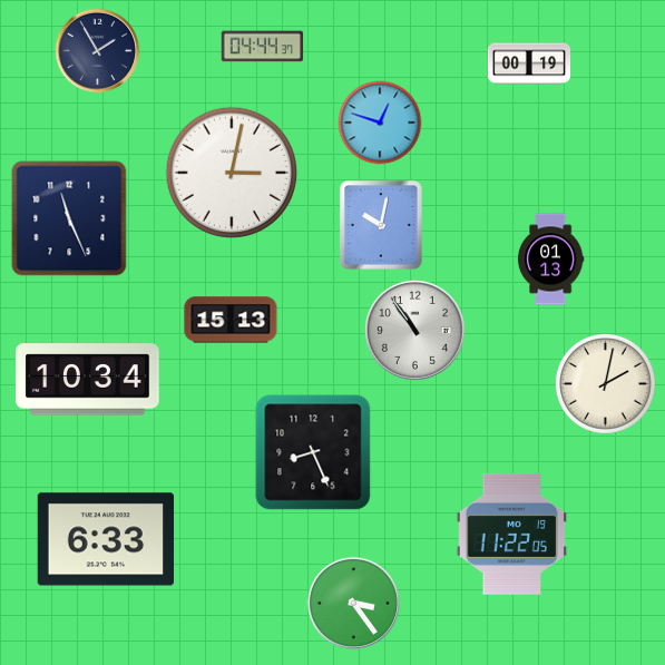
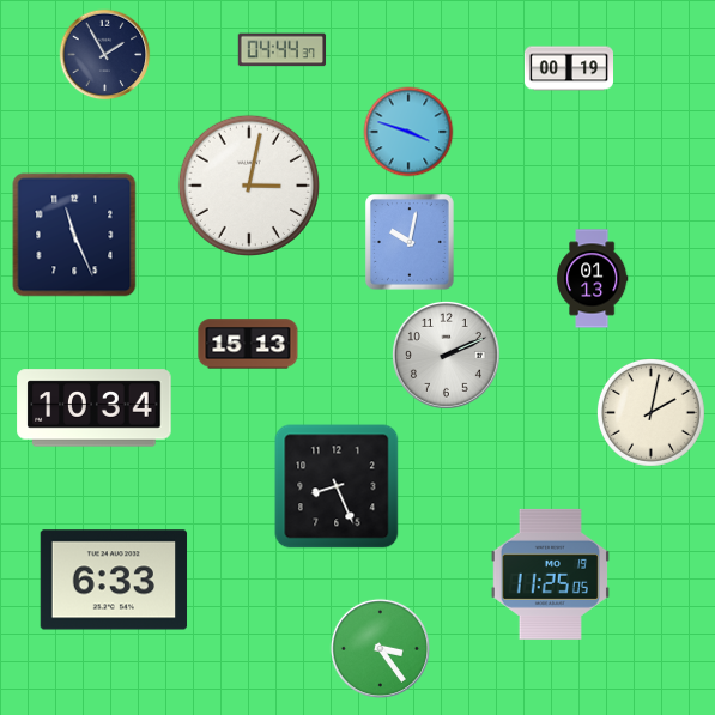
clock at (380, 123): 12:48 -> 3:48
clock at (414, 330): 10:54 -> 2:11
clock at (511, 534): 11:22 -> 11:25
